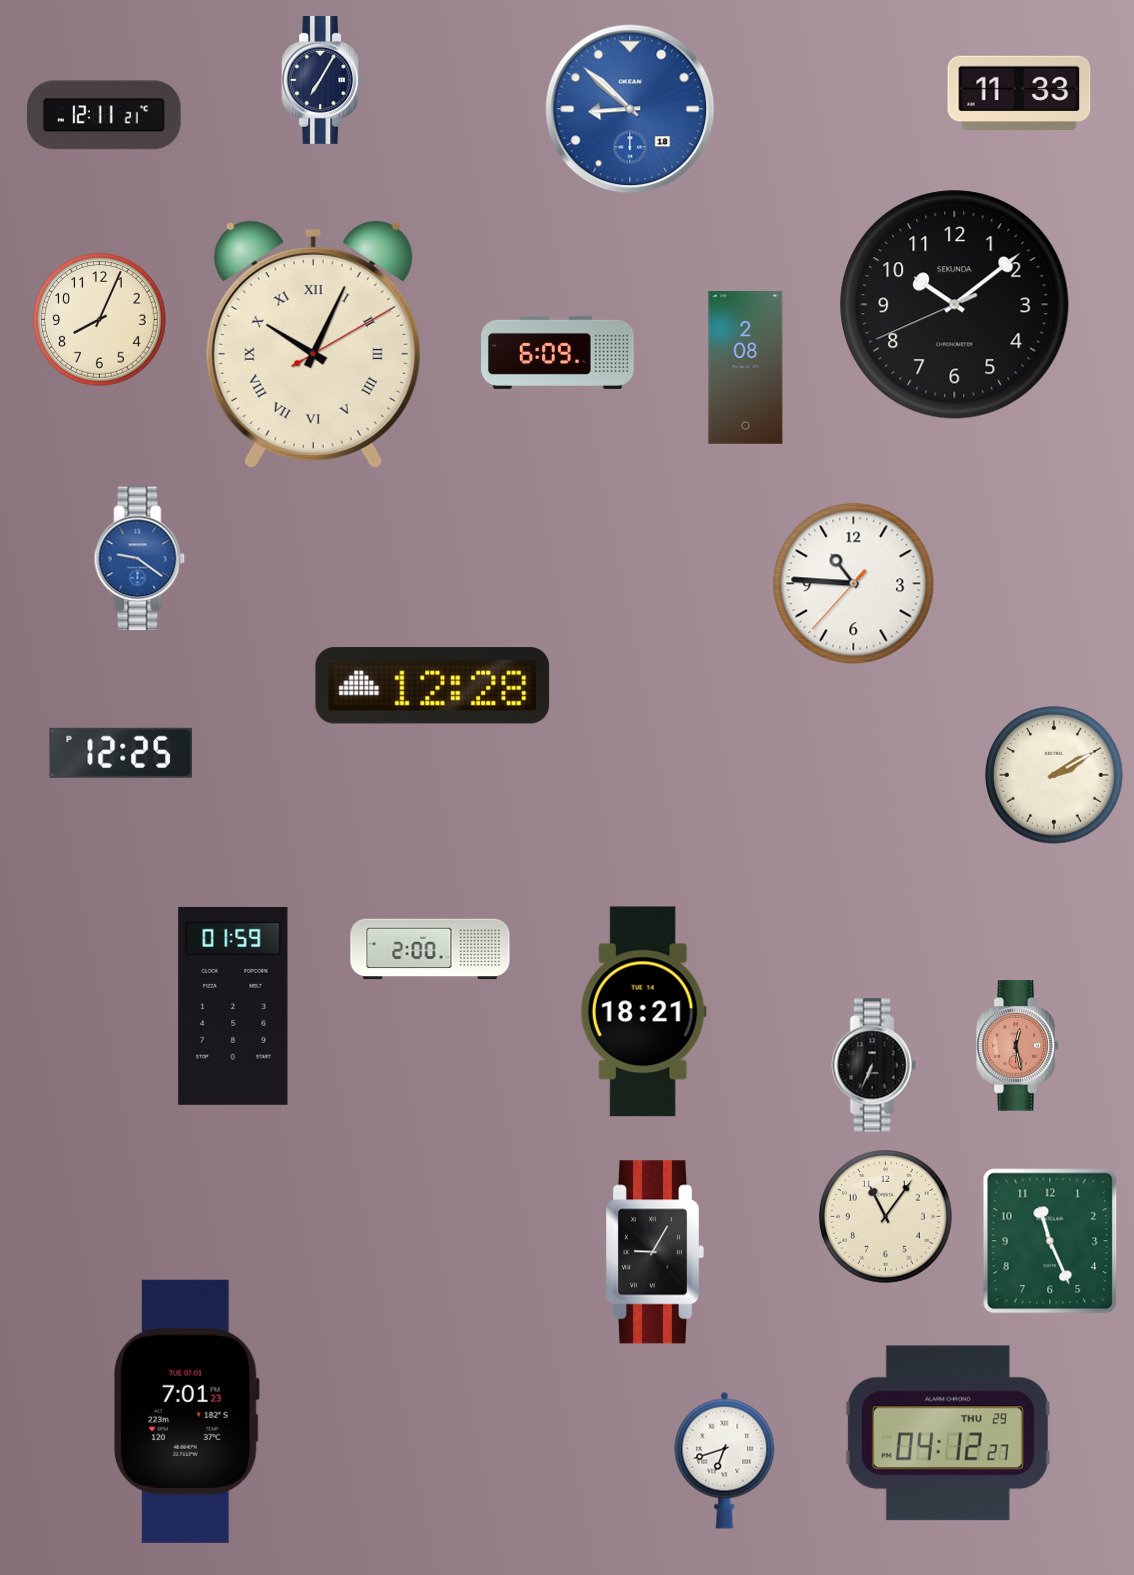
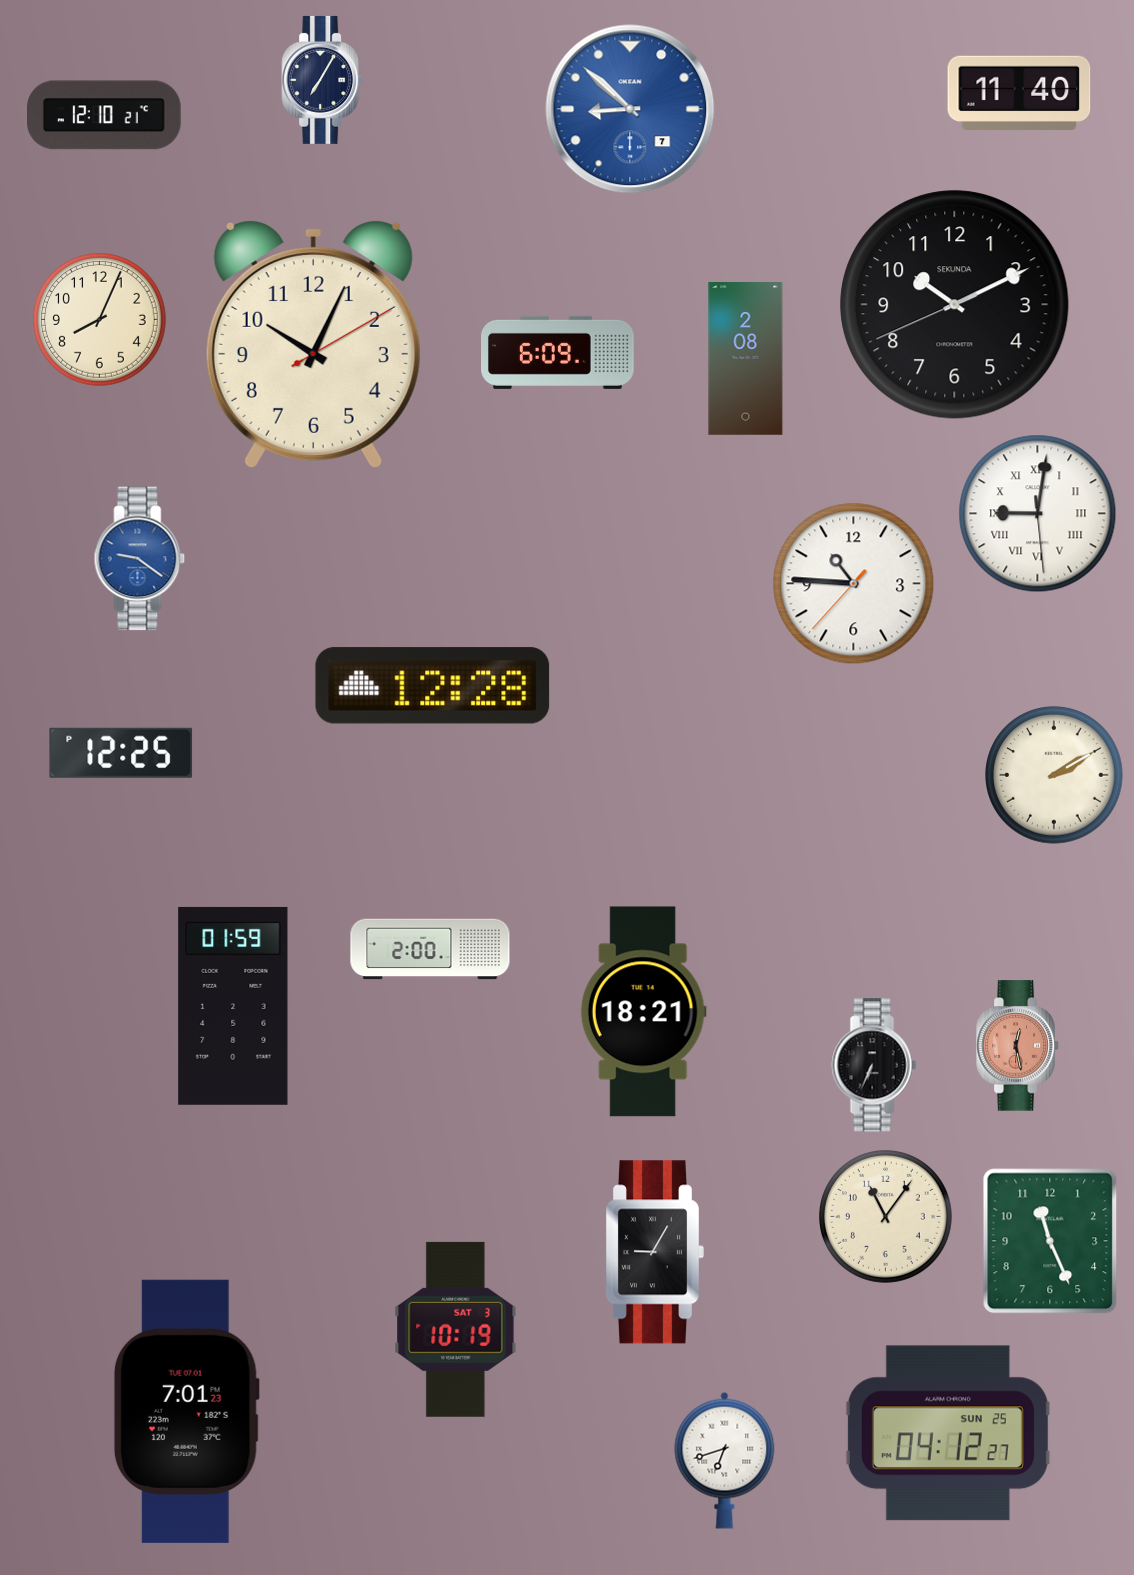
clock at (1019, 93): 11:33 -> 11:40
clock at (630, 109) date: 18 -> 7
clock at (105, 115): 12:11 -> 12:10
clock at (955, 305): 10:08 -> 10:10
clock at (313, 344) numerals: Roman -> Arabic
clock at (746, 368) position: (746, 368) -> (746, 359)
clock at (1038, 514): none -> 9:01
clock at (456, 1329): none -> 10:19
clock at (948, 1433) date: THU 29 -> SUN 25
